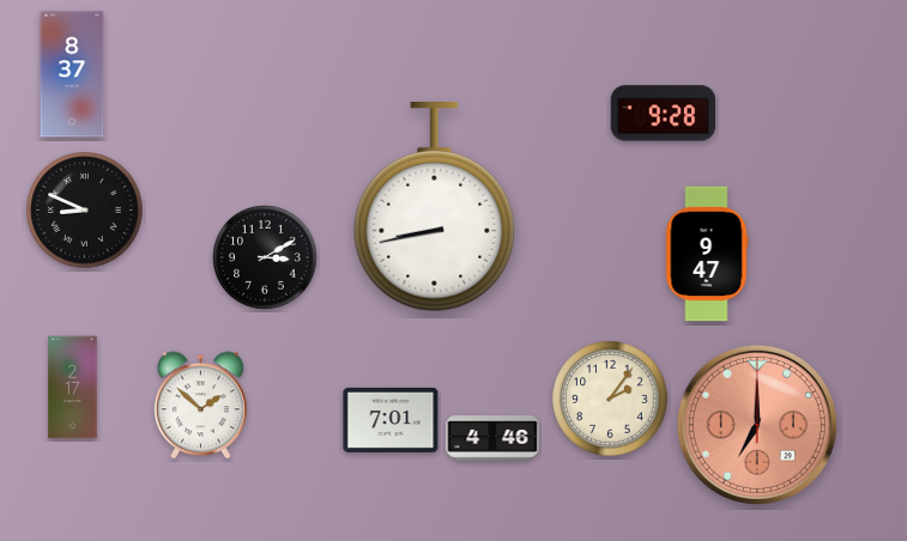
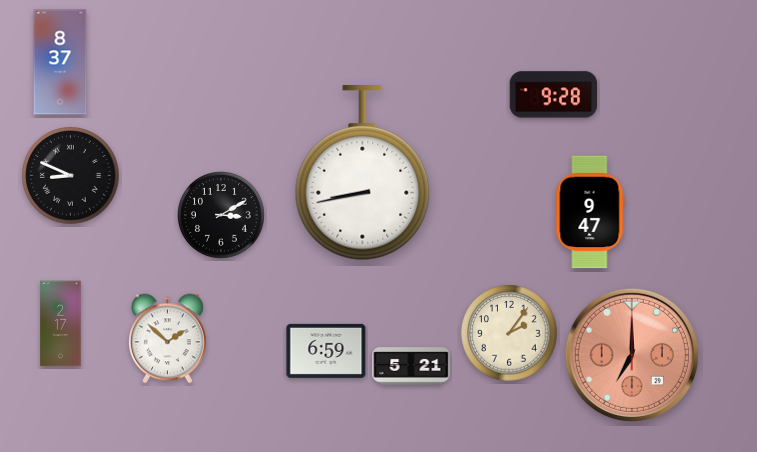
clock at (391, 420): 7:01 -> 6:59
clock at (492, 438): 4:46 -> 5:21
